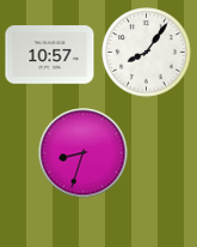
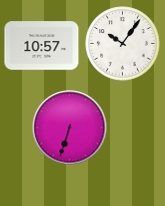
clock at (147, 53): 8:06 -> 10:06
clock at (84, 153): 8:33 -> 6:33
